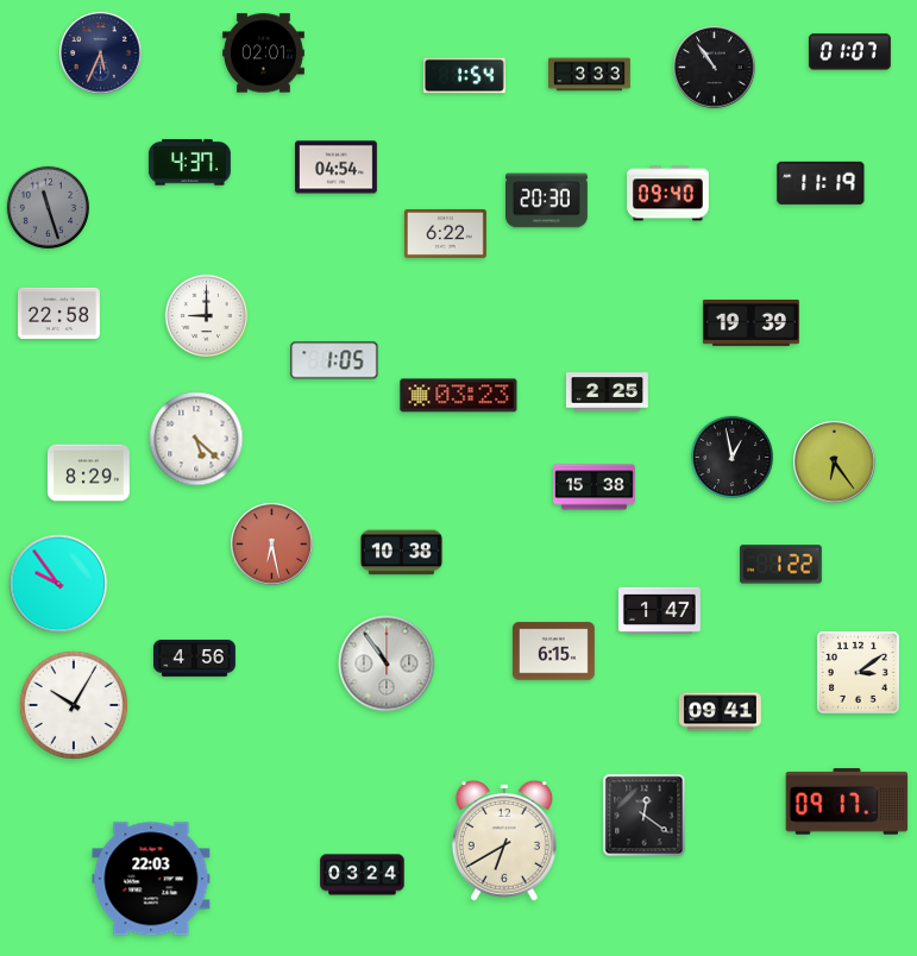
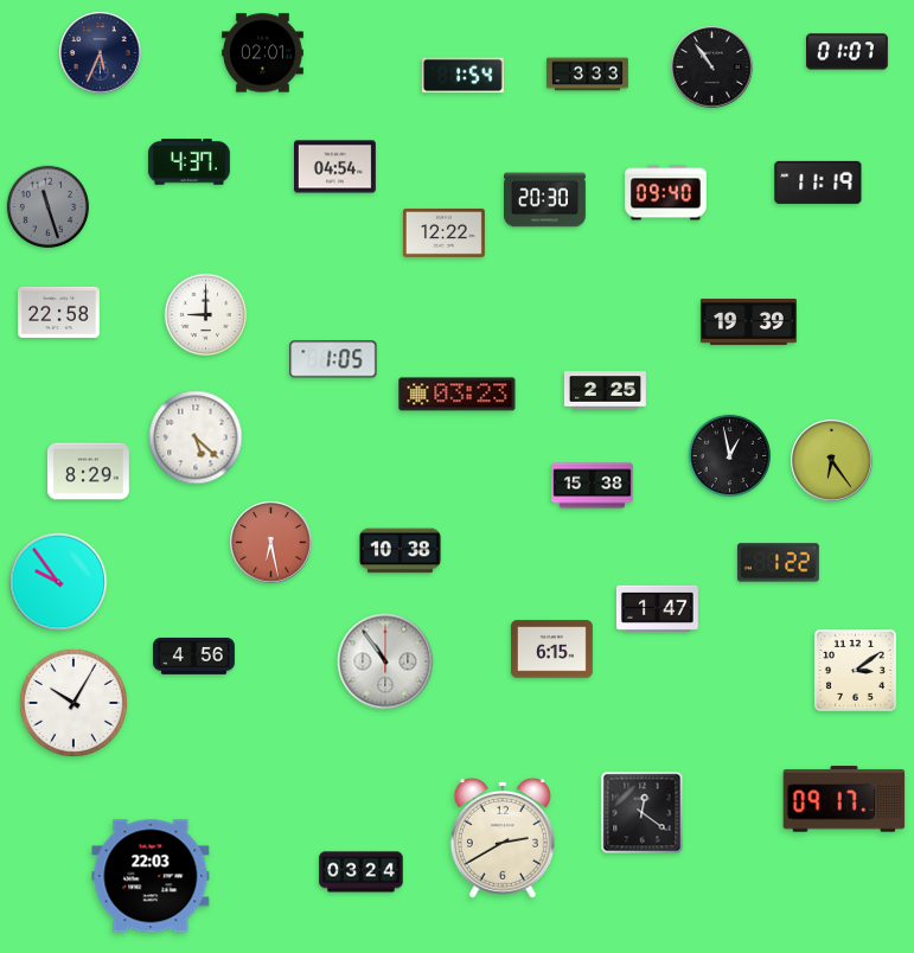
clock at (446, 233): 6:22 -> 12:22
clock at (721, 712): 09:41 -> none
clock at (504, 841): 6:40 -> 2:40
